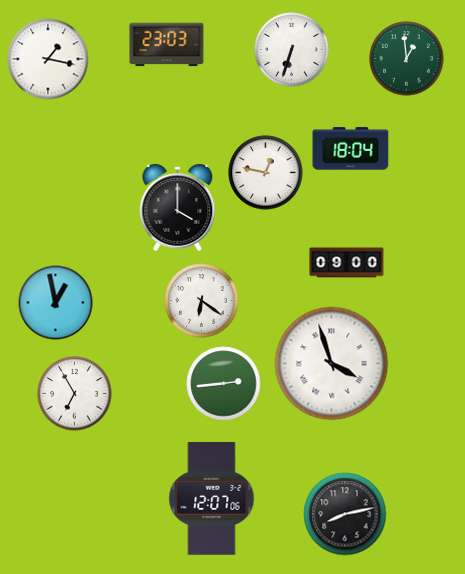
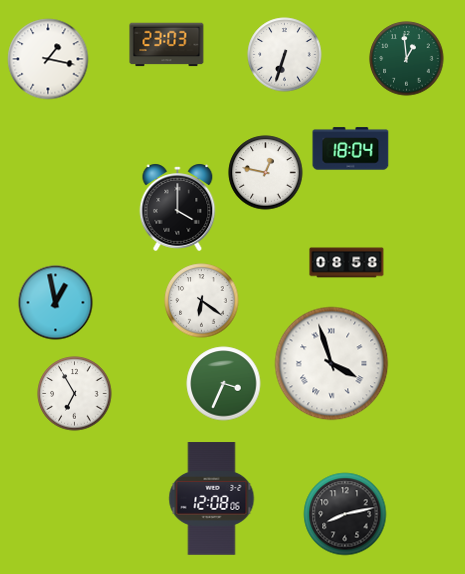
clock at (292, 50) position: (292, 50) -> (285, 55)
clock at (347, 263): 09:00 -> 08:58
clock at (224, 384): 2:44 -> 3:34
clock at (212, 499): 12:07 -> 12:08
